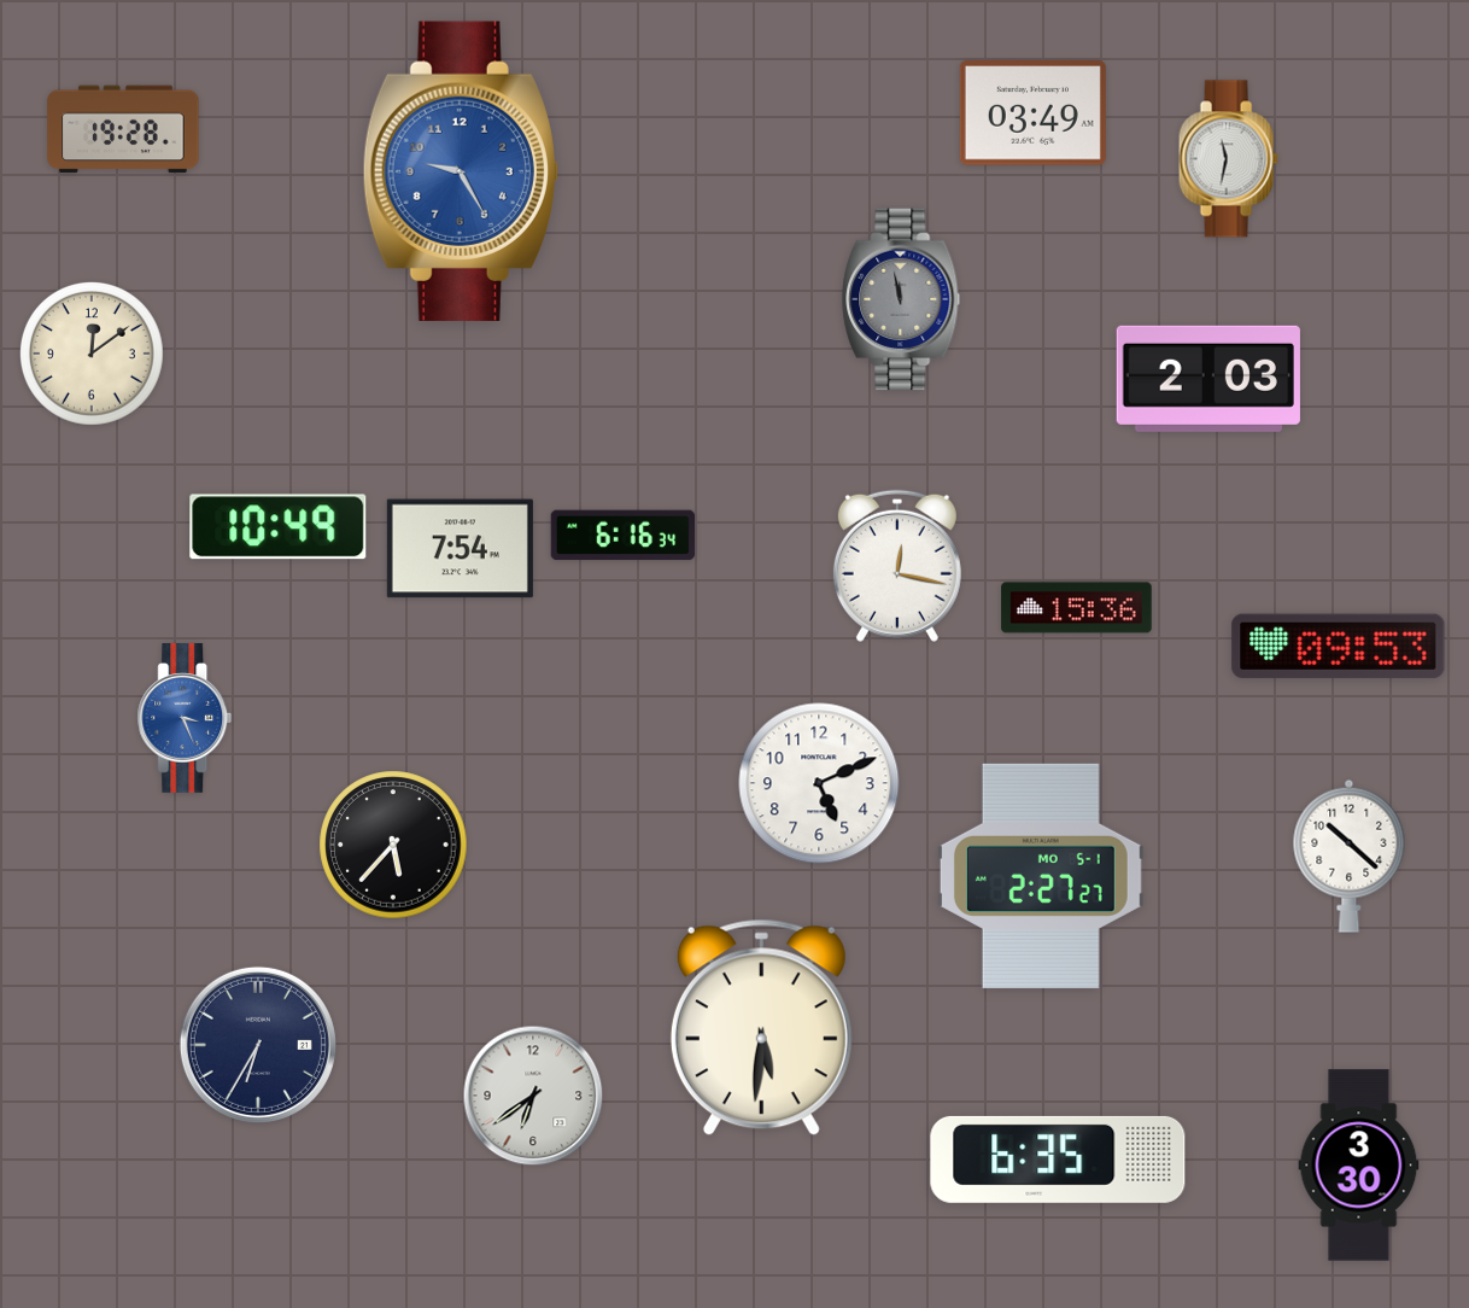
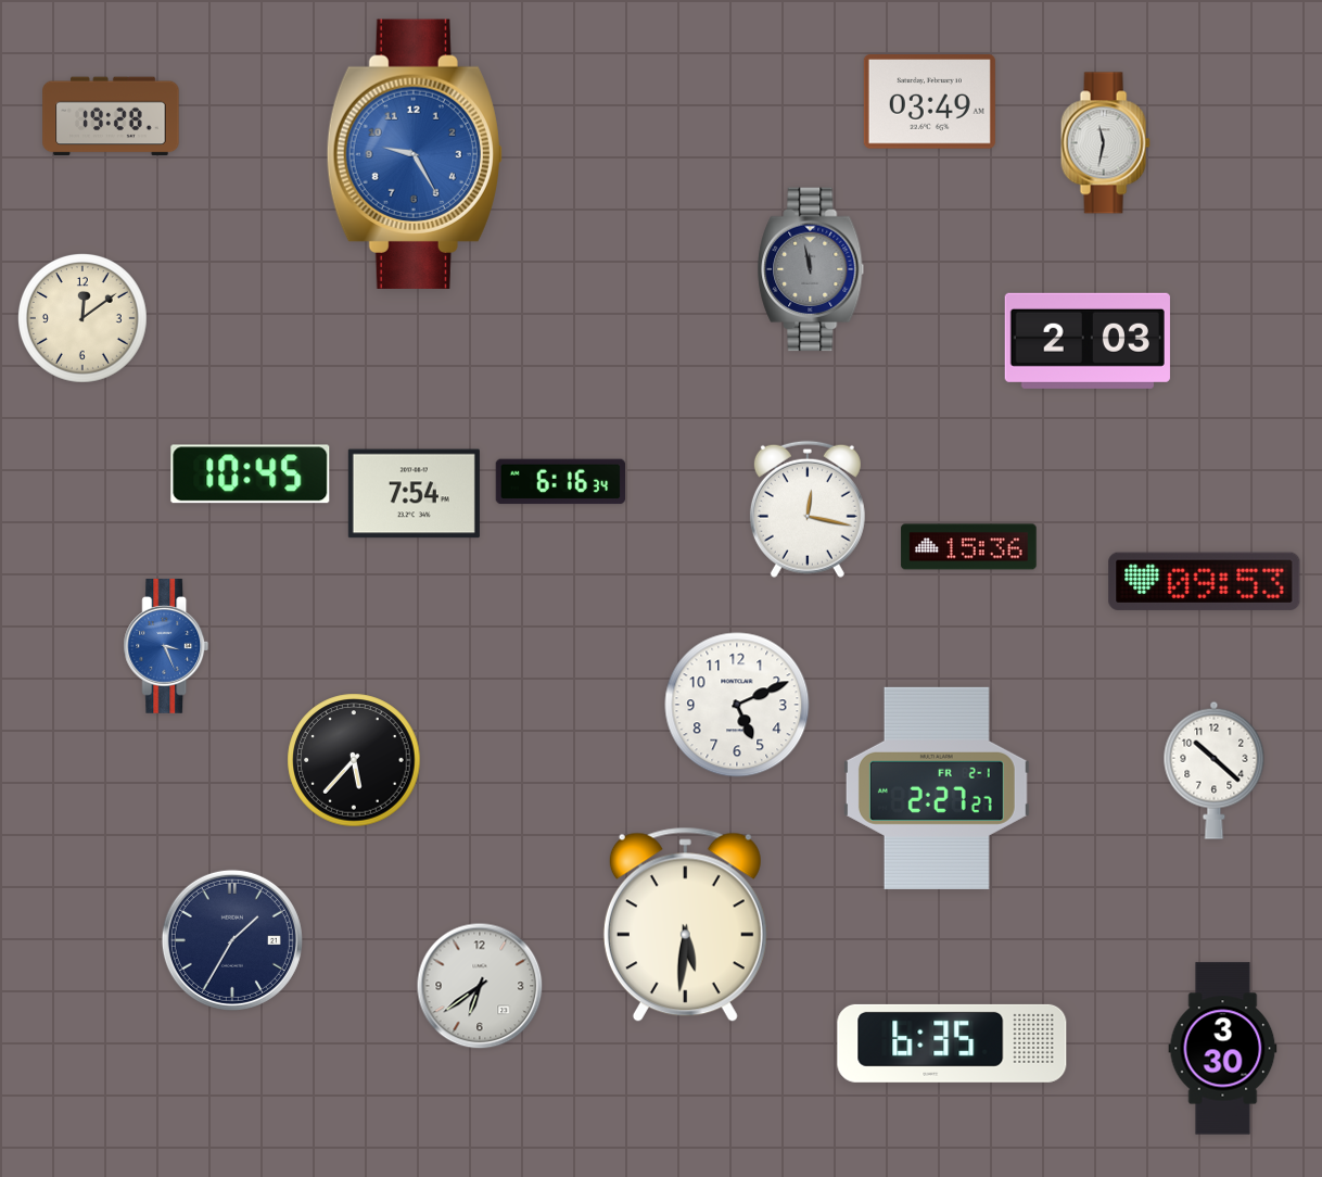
clock at (279, 527): 10:49 -> 10:45
clock at (1041, 876) date: MO 5-1 -> FR 2-1
clock at (258, 1045): 6:35 -> 1:35
